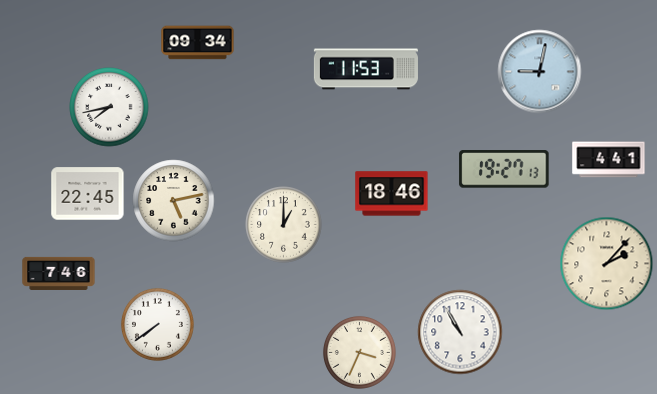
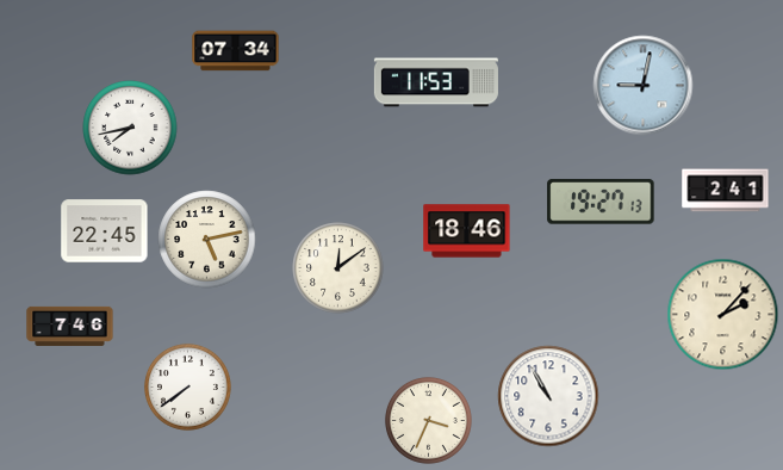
clock at (198, 43): 09:34 -> 07:34
clock at (609, 160): 4:41 -> 2:41
clock at (284, 225): 1:00 -> 12:09
